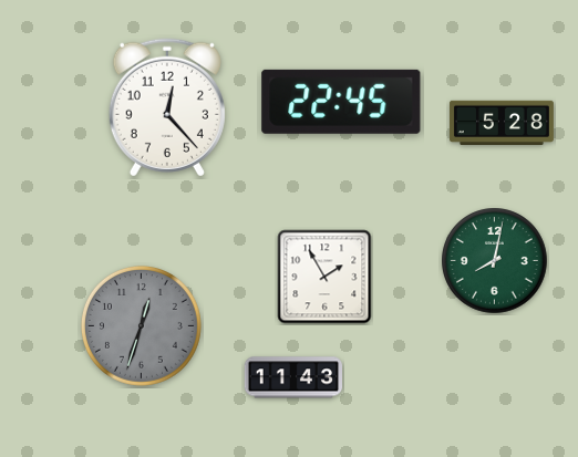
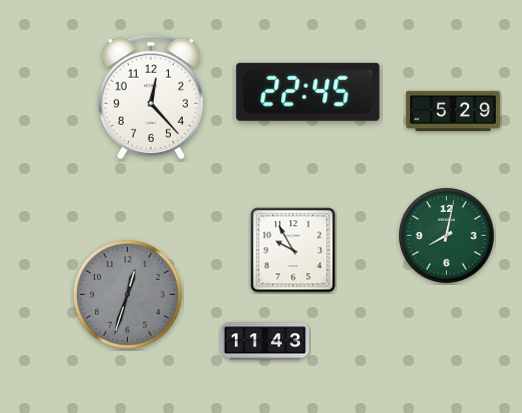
clock at (502, 123): 5:28 -> 5:29
clock at (324, 277): 1:55 -> 9:55
